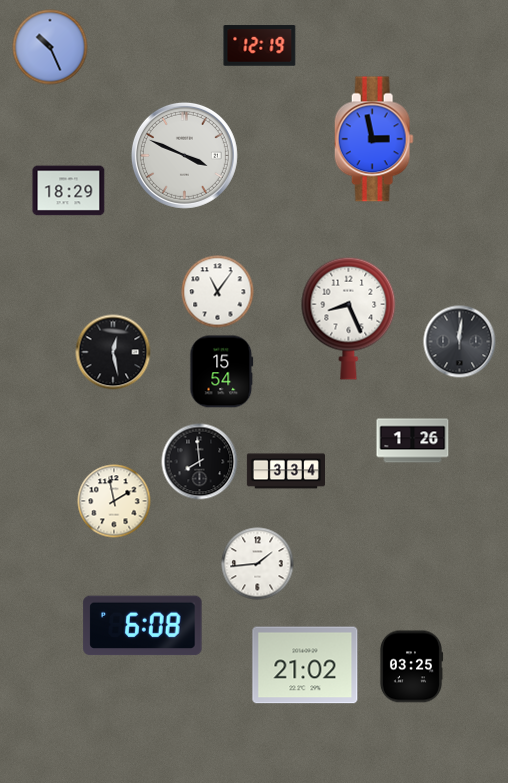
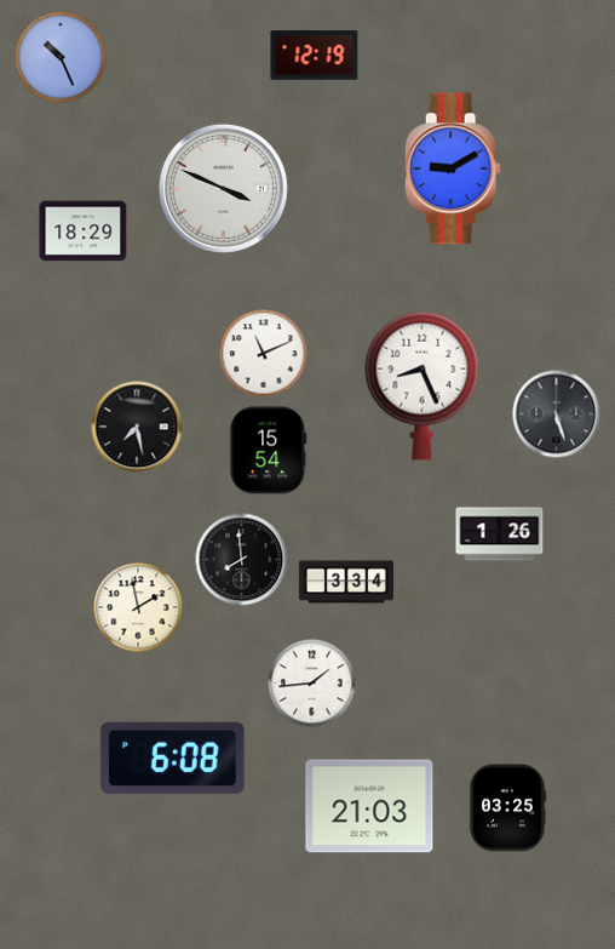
clock at (374, 139): 2:58 -> 9:10
clock at (218, 292): 11:06 -> 11:11
clock at (460, 342): 12:01 -> 5:27
clock at (113, 352): 12:28 -> 7:28
clock at (285, 471) position: (285, 471) -> (345, 582)
clock at (305, 665): 21:02 -> 21:03
clock at (411, 667) position: (411, 667) -> (507, 808)
